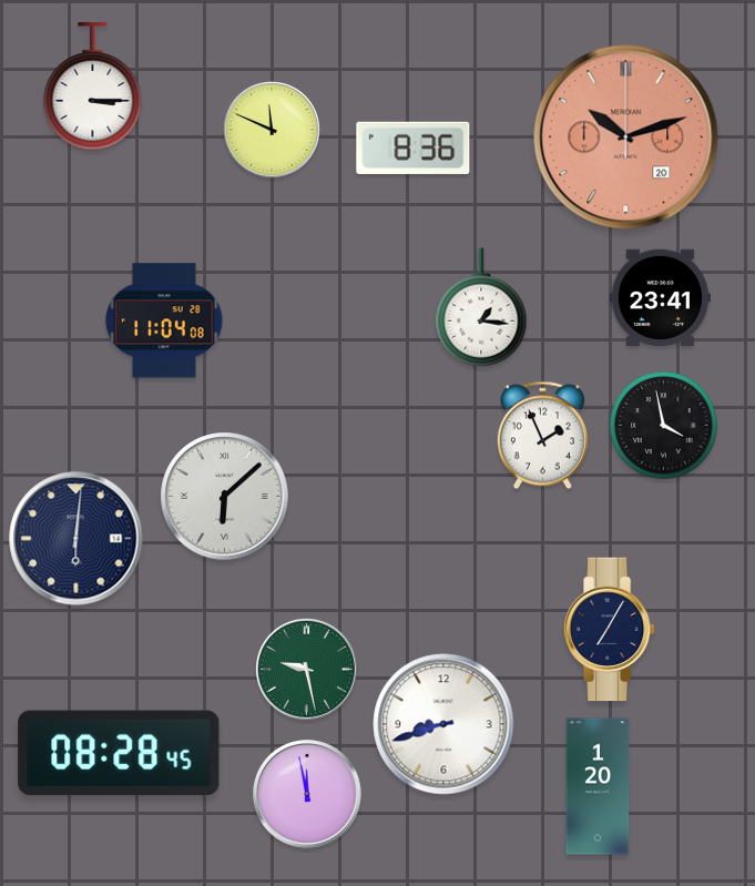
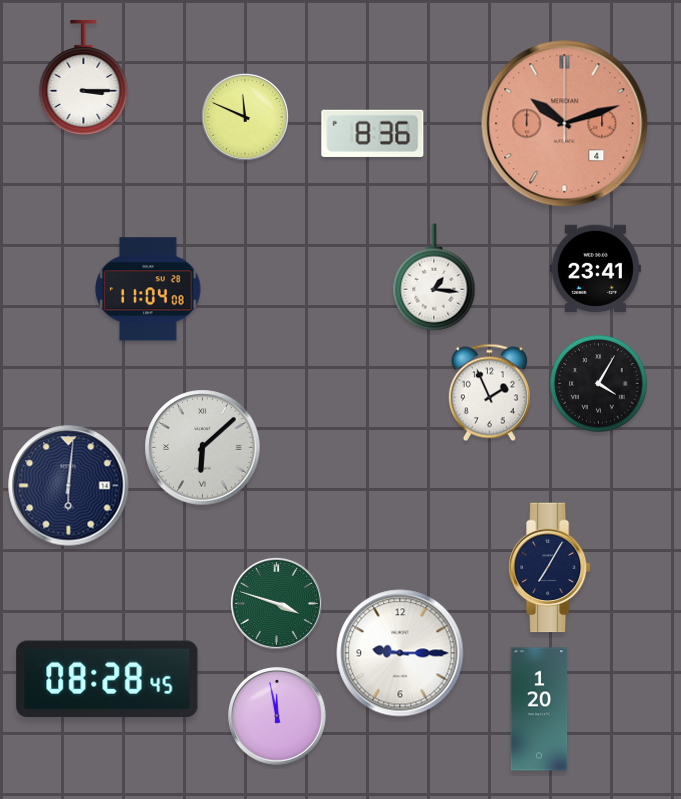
clock at (626, 138) date: 20 -> 4
clock at (664, 426): 3:58 -> 4:05
clock at (307, 669): 9:28 -> 3:48
clock at (443, 724): 8:42 -> 9:15
